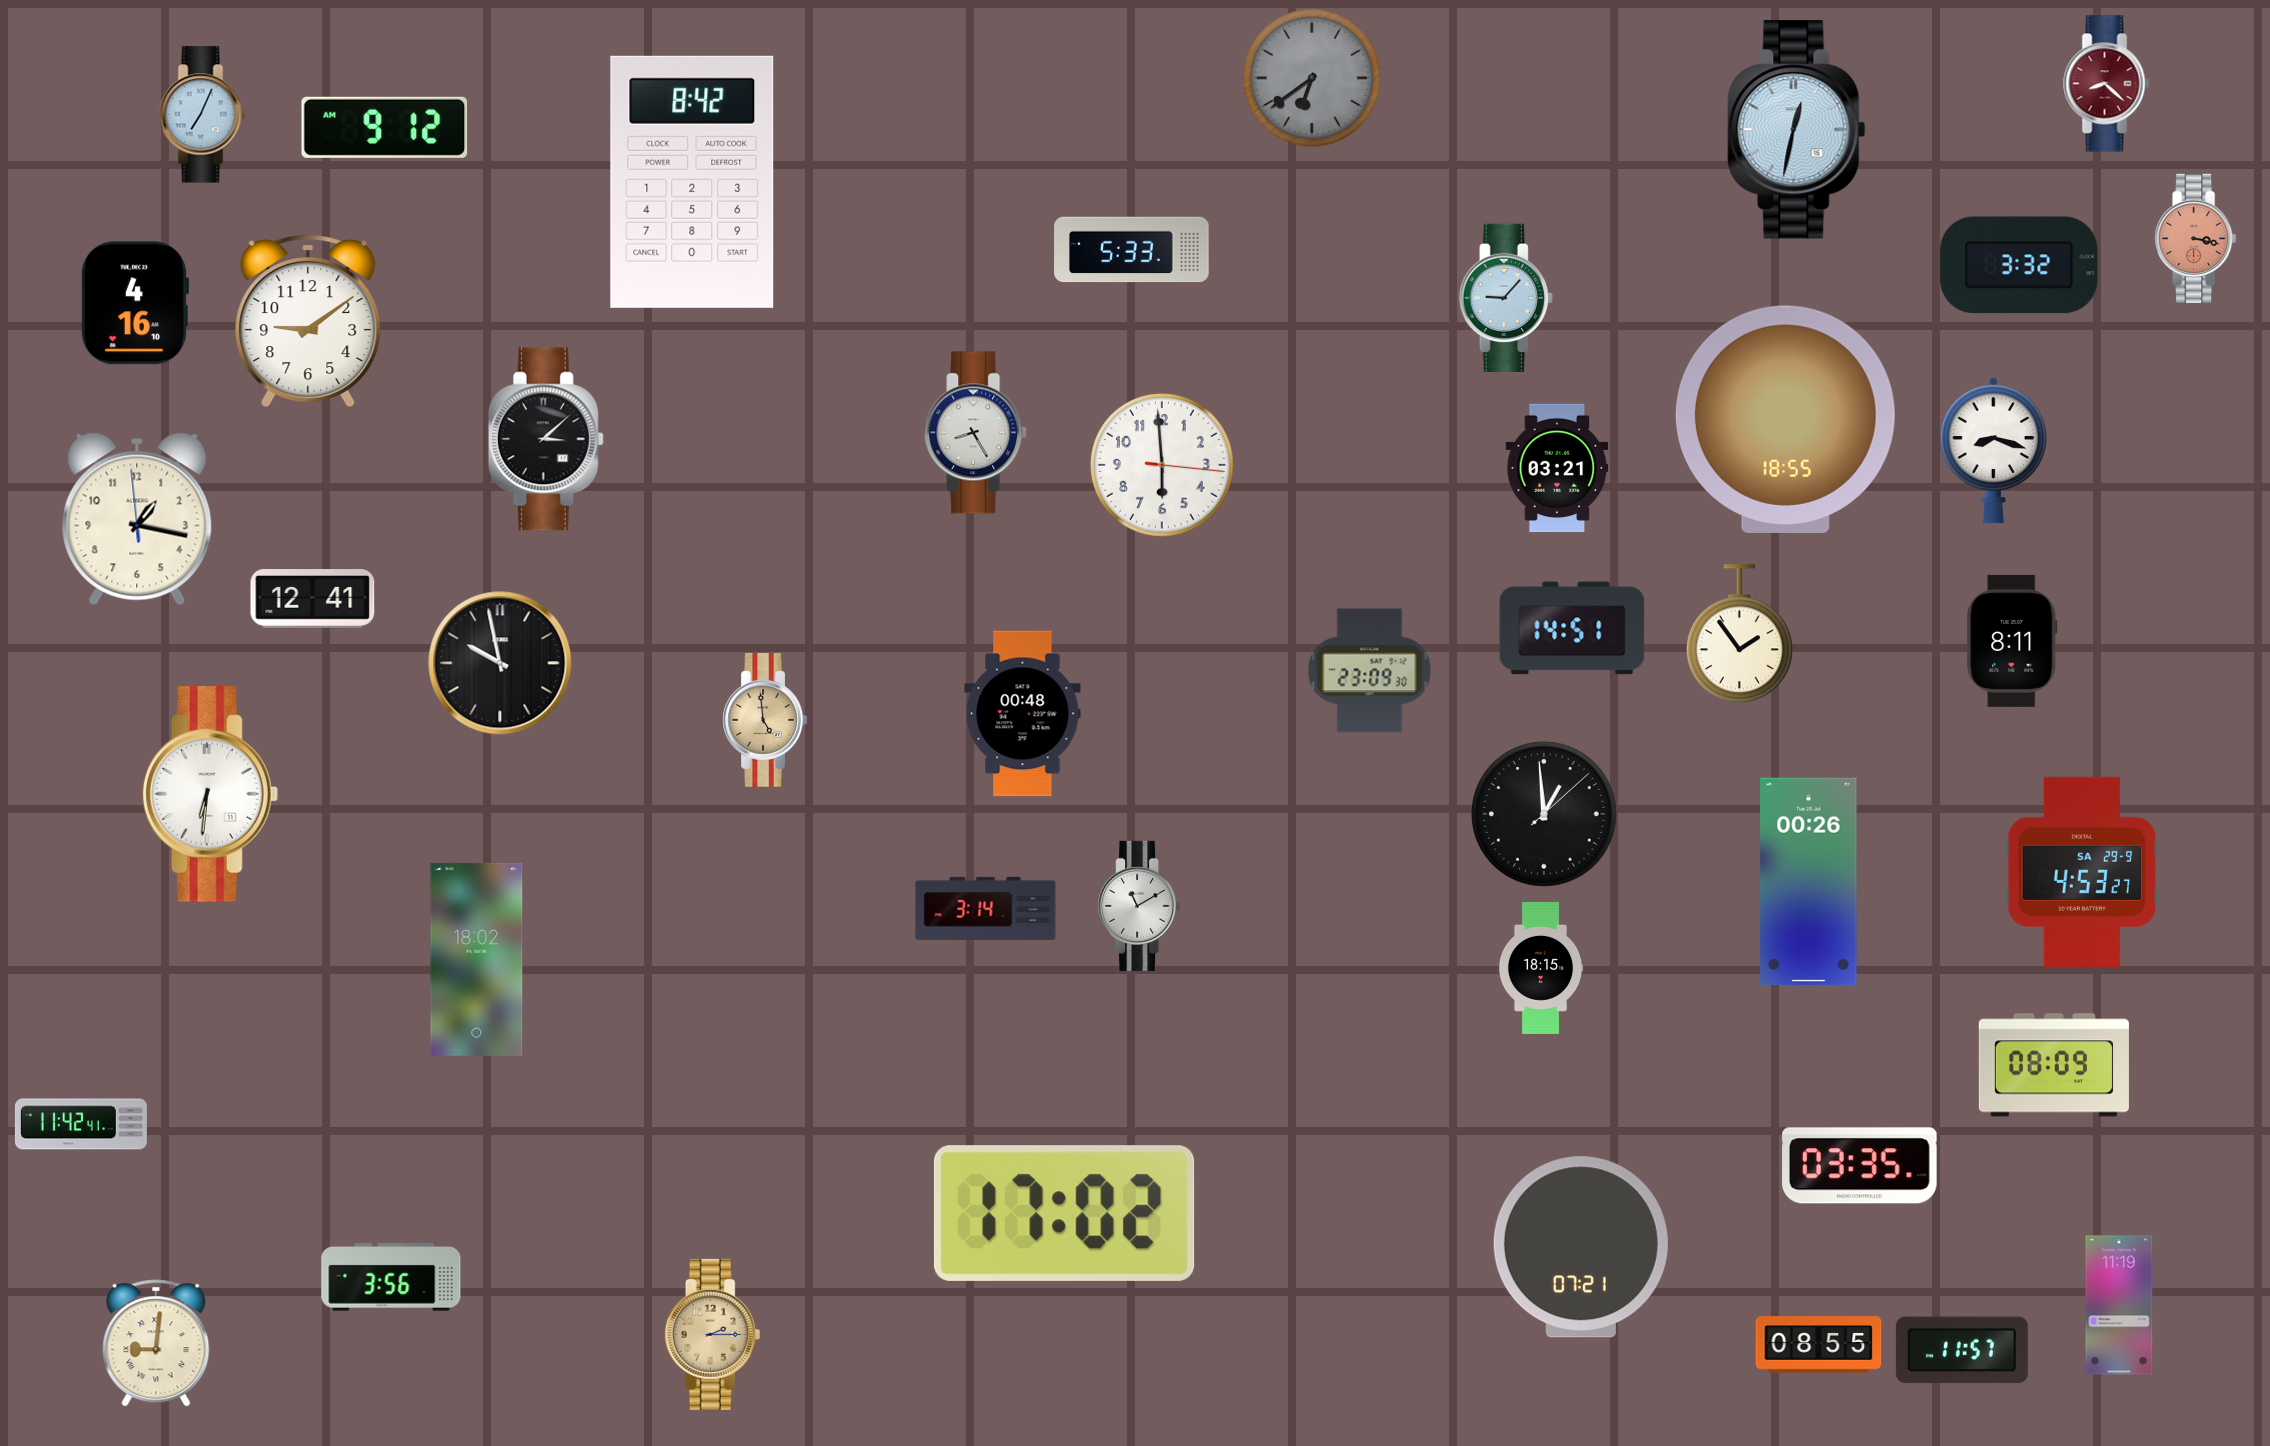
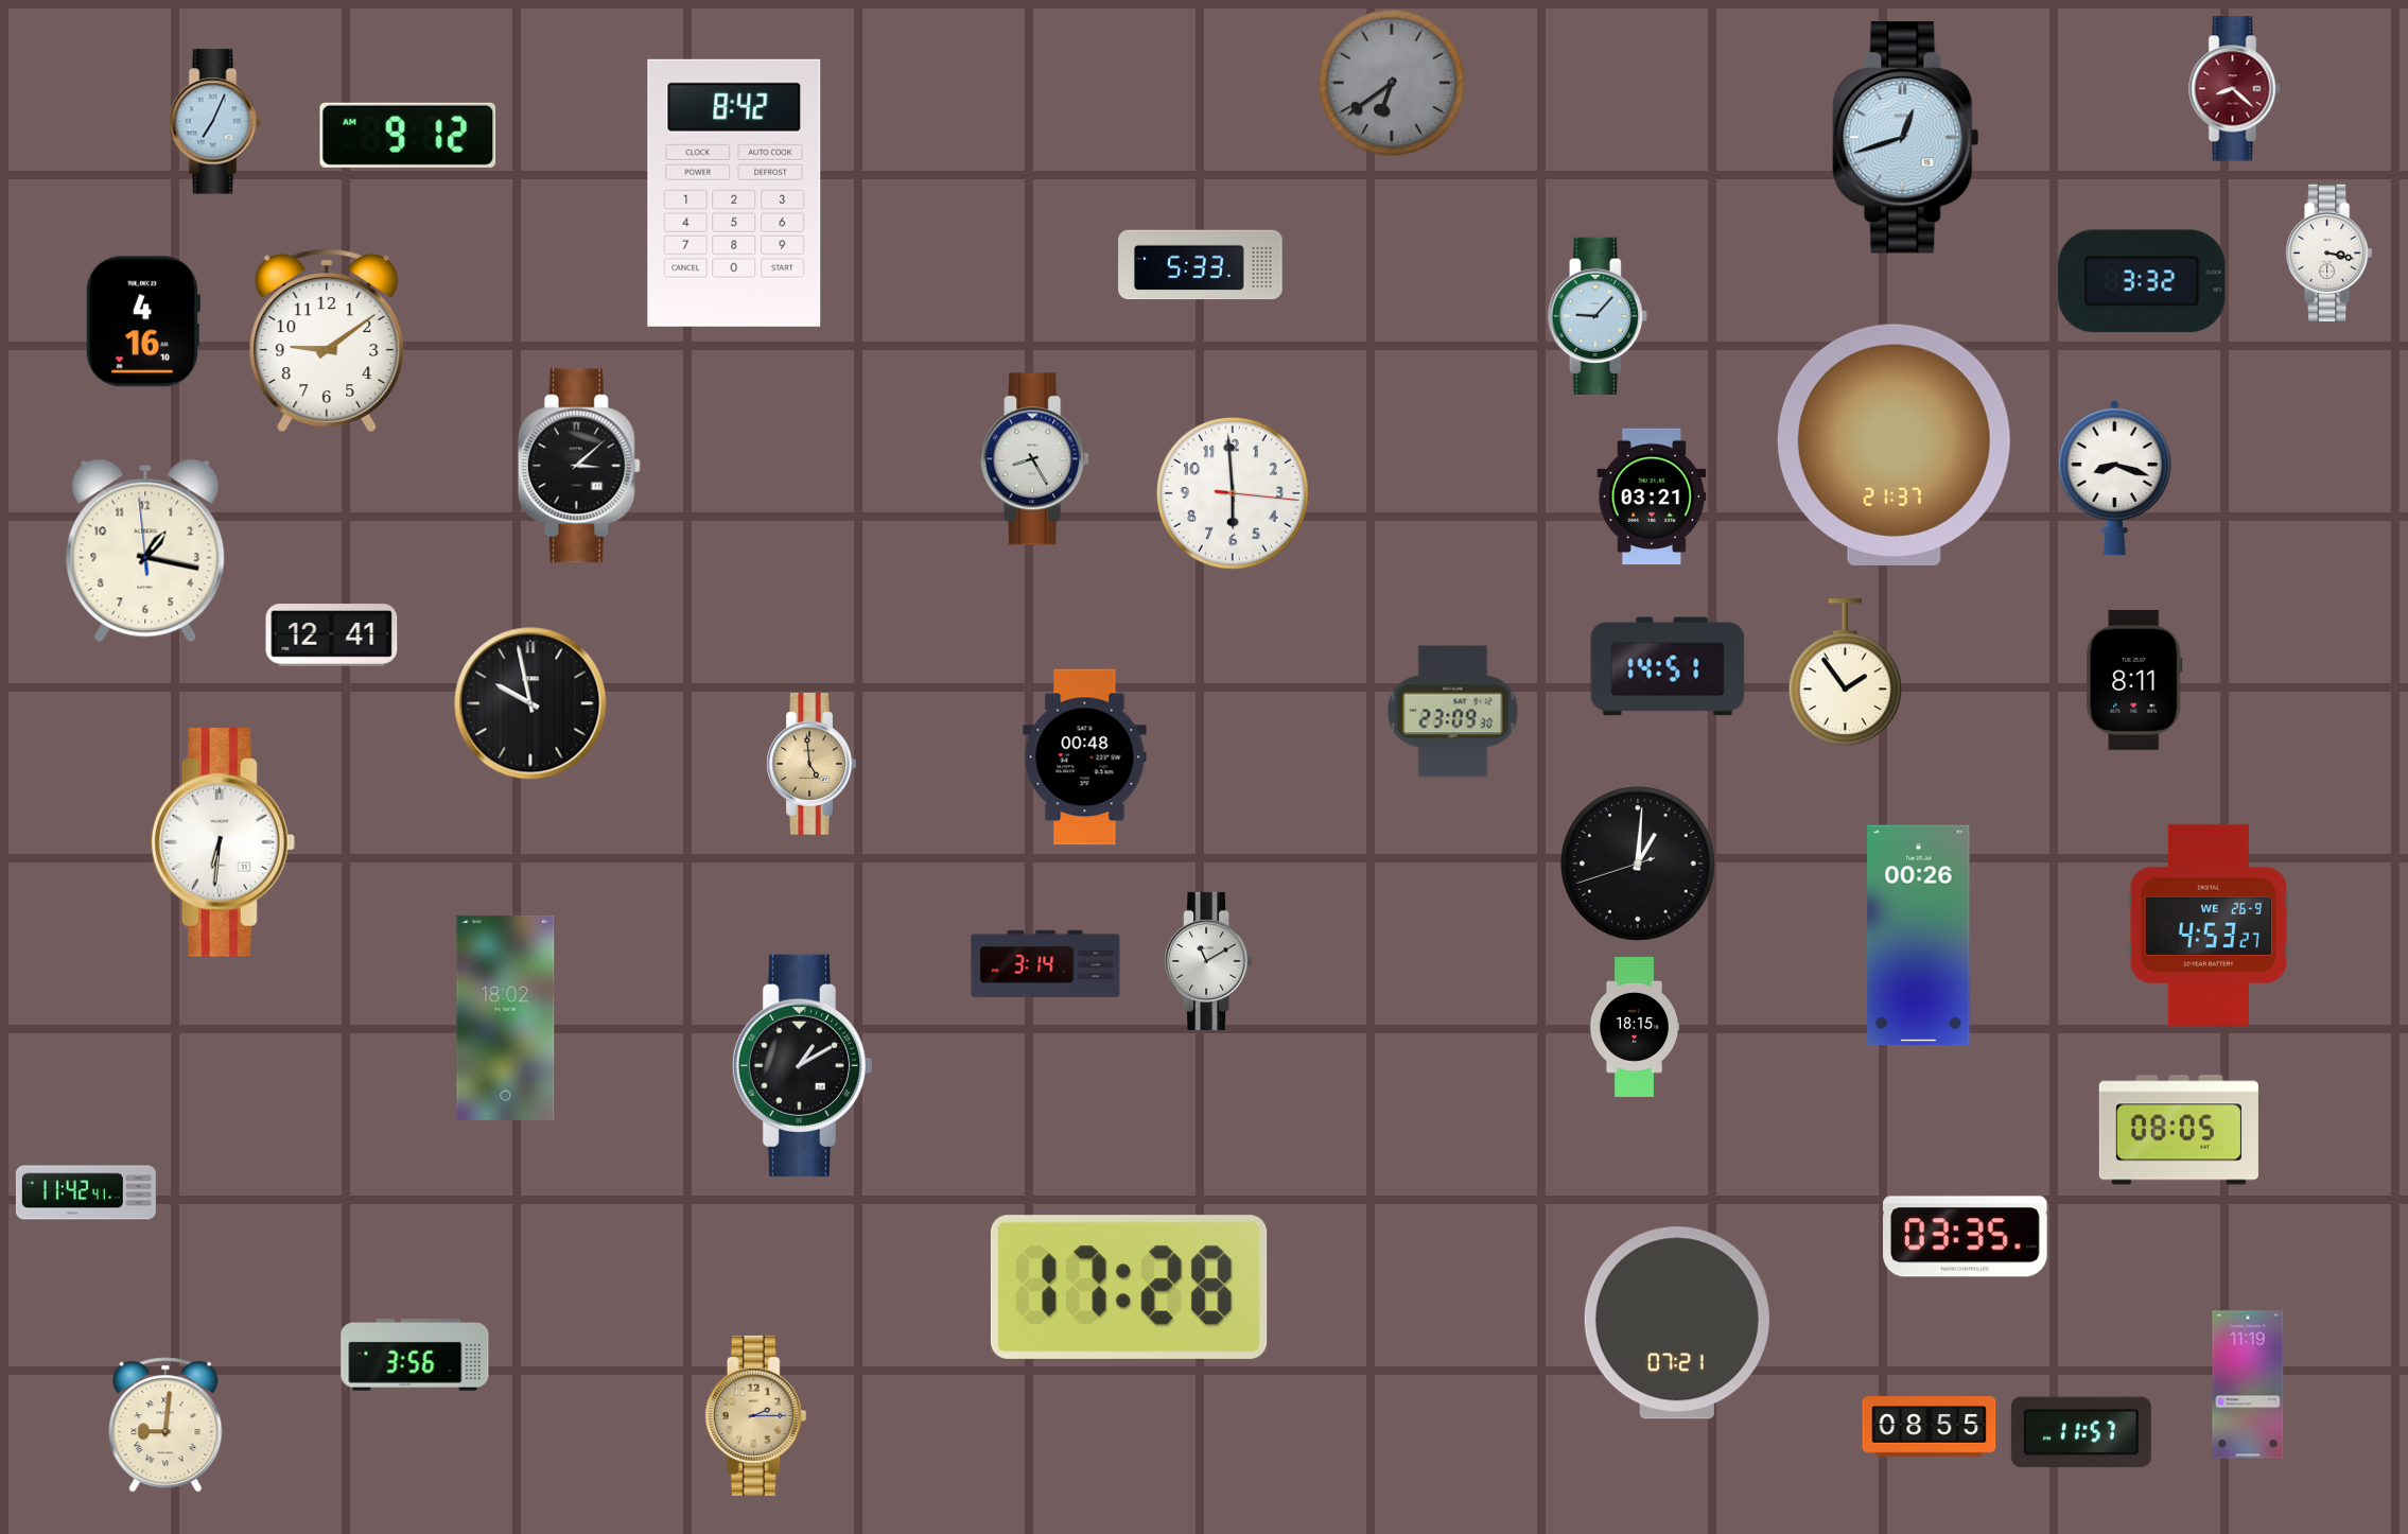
clock at (1797, 130): 12:32 -> 12:42
clock at (2196, 238) dial: salmon -> white
clock at (1785, 419): 18:55 -> 21:37
clock at (1544, 814): 12:59 -> 1:00
clock at (2081, 872) date: SA 29-9 -> WE 26-9
clock at (802, 1065): none -> 1:10
clock at (2054, 1065): 08:09 -> 08:05
clock at (1860, 1166) position: (1860, 1166) -> (1966, 1237)
clock at (1064, 1213): 17:02 -> 17:28
